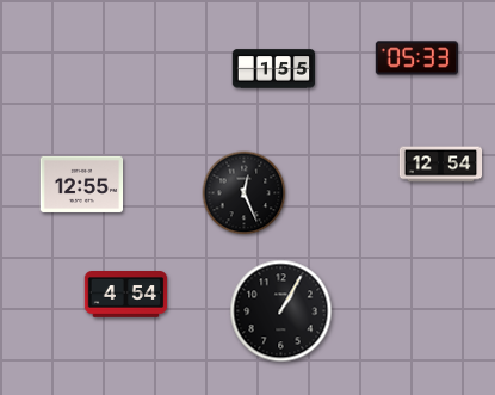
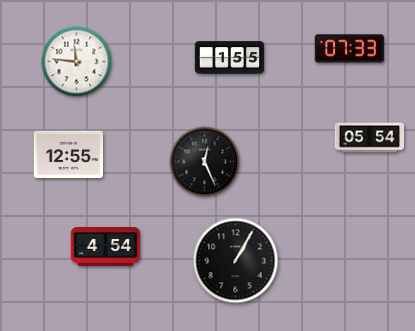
clock at (417, 58): 05:33 -> 07:33
clock at (77, 62): none -> 11:46
clock at (441, 165): 12:54 -> 05:54
